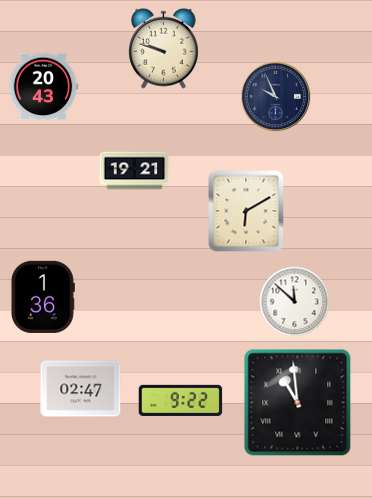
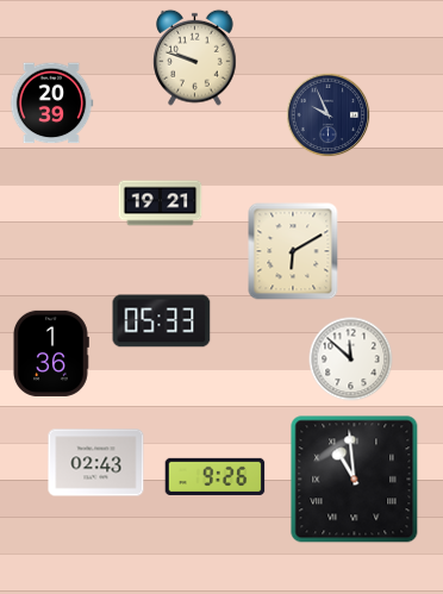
clock at (43, 87): 20:43 -> 20:39
clock at (162, 321): none -> 05:33
clock at (81, 389): 02:47 -> 02:43
clock at (181, 400): 9:22 -> 9:26
